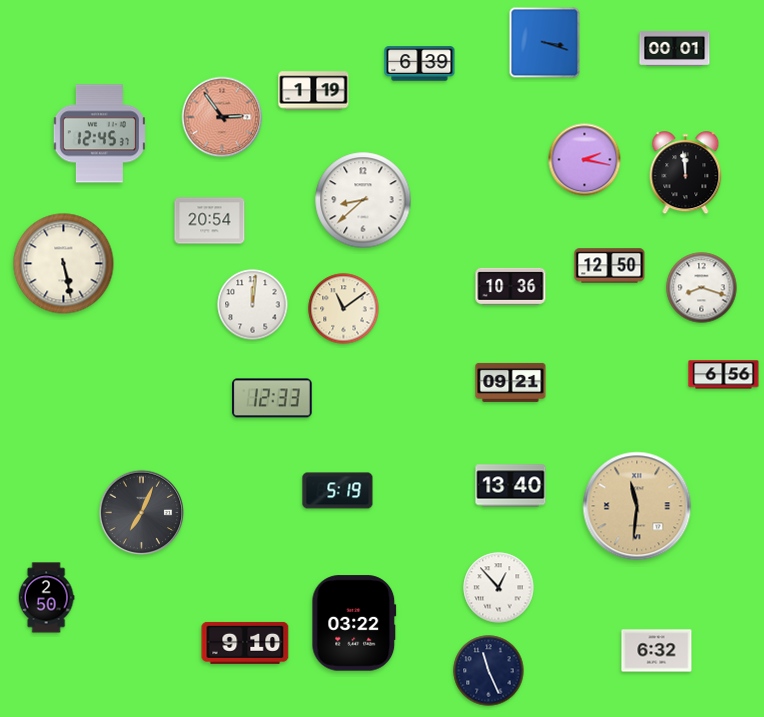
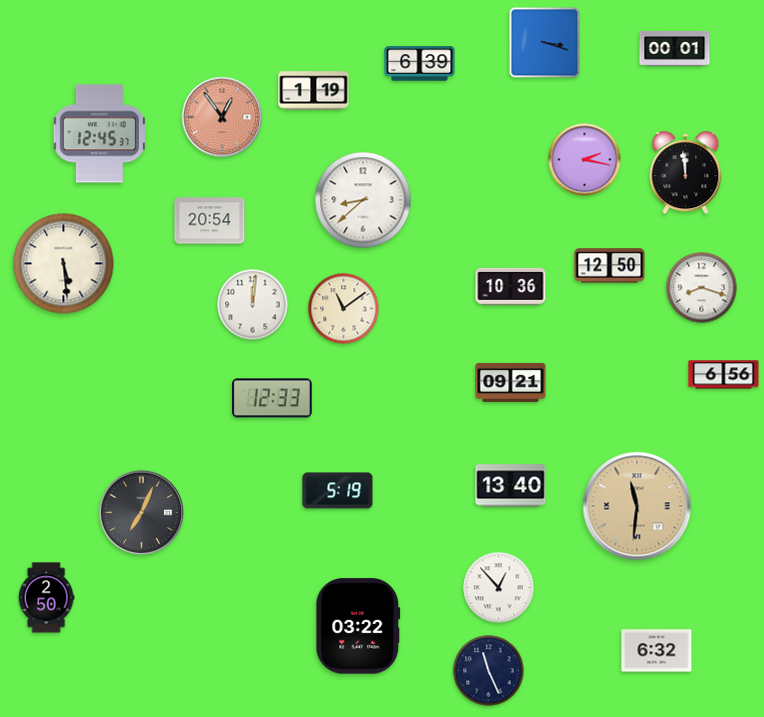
clock at (222, 117): 2:54 -> 12:54
clock at (64, 264): 5:28 -> 5:29
clock at (354, 623) position: (354, 623) -> (358, 626)
clock at (245, 643): 9:10 -> none
